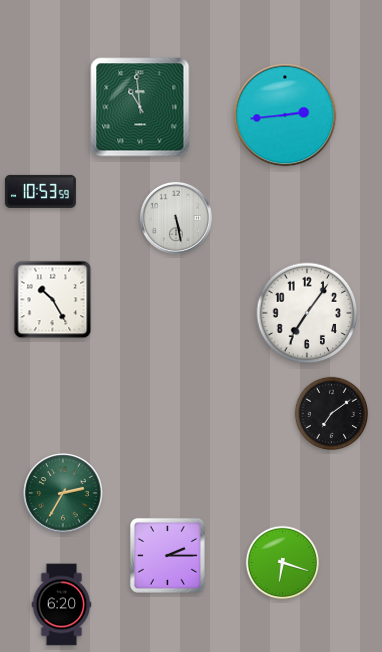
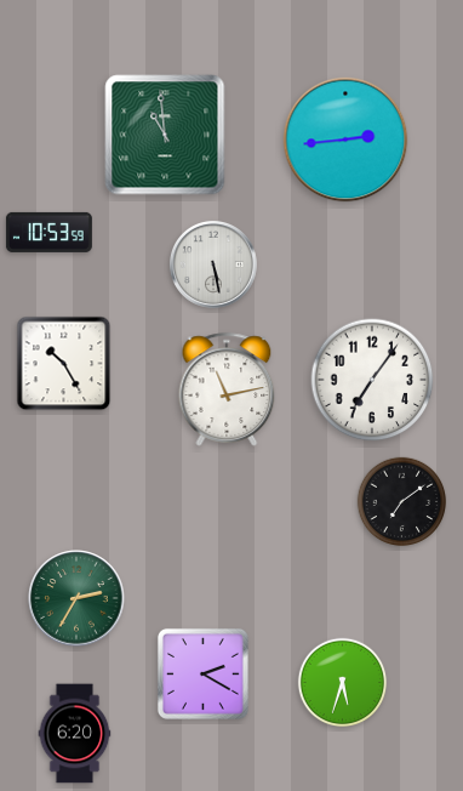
clock at (140, 107) position: (140, 107) -> (165, 135)
clock at (227, 389): none -> 11:13
clock at (167, 555): 2:15 -> 2:20
clock at (283, 563): 6:18 -> 5:33
